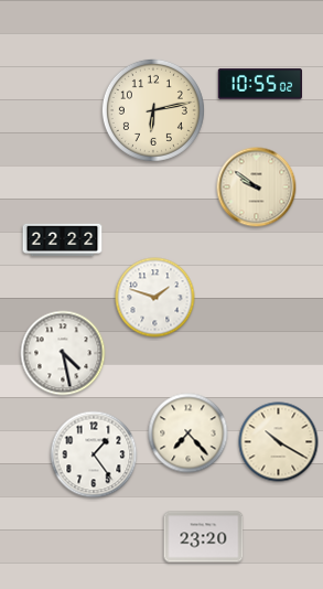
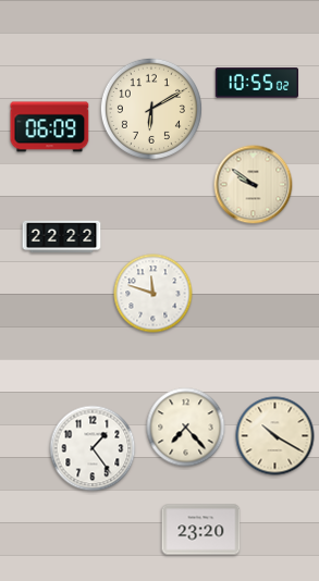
clock at (153, 110): 6:13 -> 6:10
clock at (50, 127): none -> 06:09
clock at (155, 298): 1:48 -> 11:48
clock at (63, 353): 4:28 -> none
